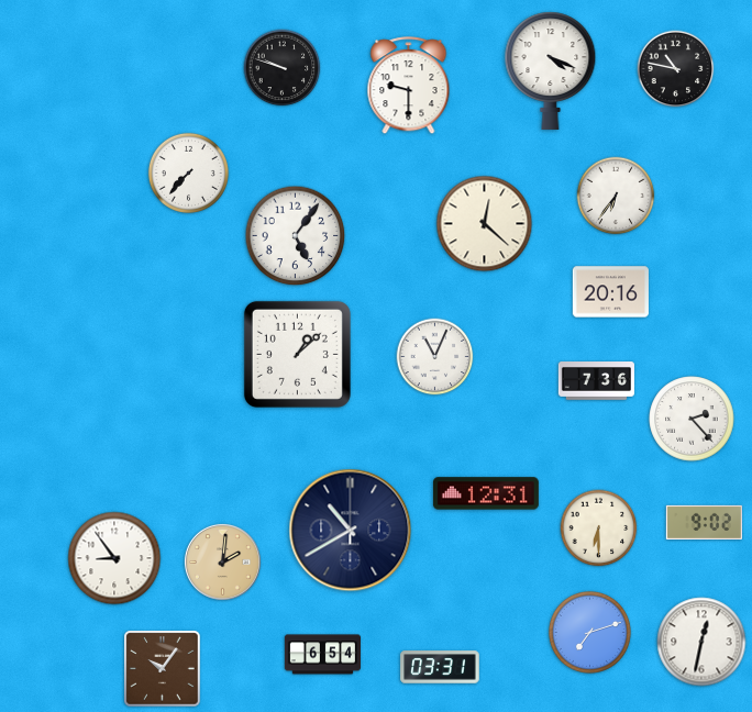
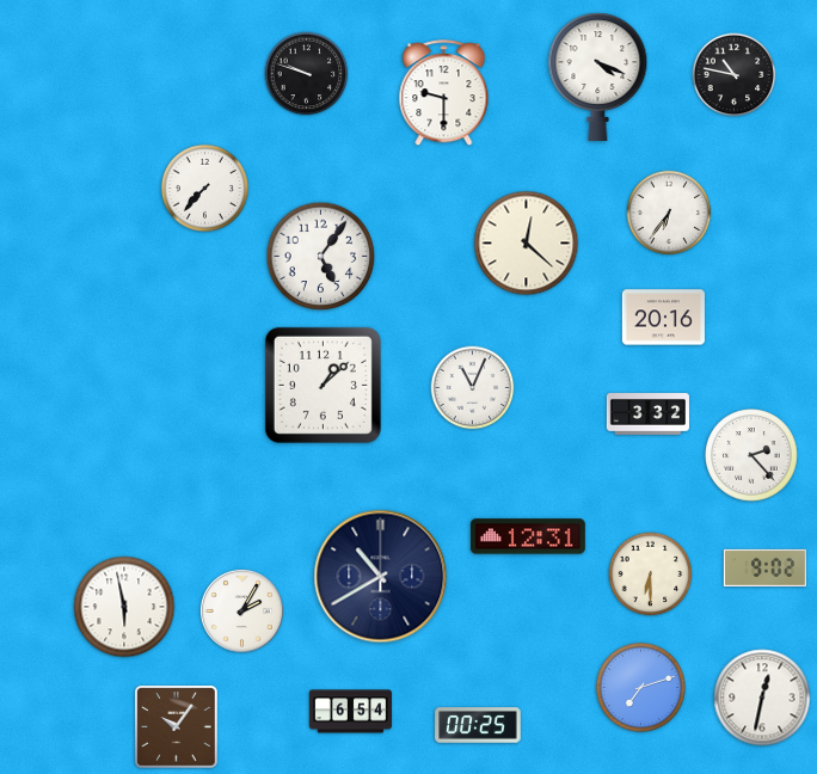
clock at (596, 381): 7:36 -> 3:32
clock at (114, 558): 8:54 -> 5:58
clock at (222, 561): 2:01 -> 2:05
clock at (222, 561) dial: champagne -> white
clock at (440, 667): 03:31 -> 00:25
